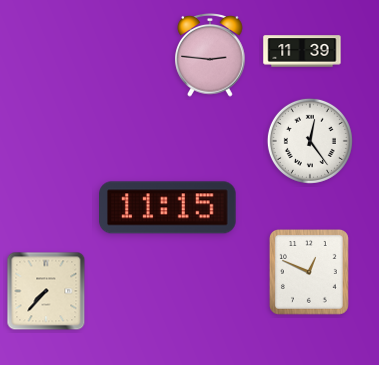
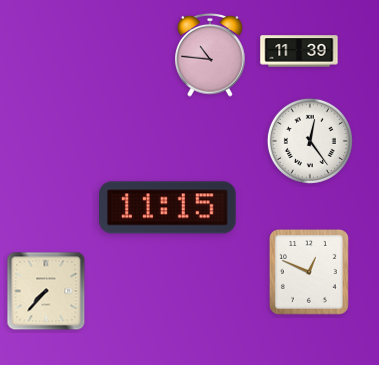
clock at (302, 51) position: (302, 51) -> (299, 51)
clock at (210, 56): 2:46 -> 10:46
